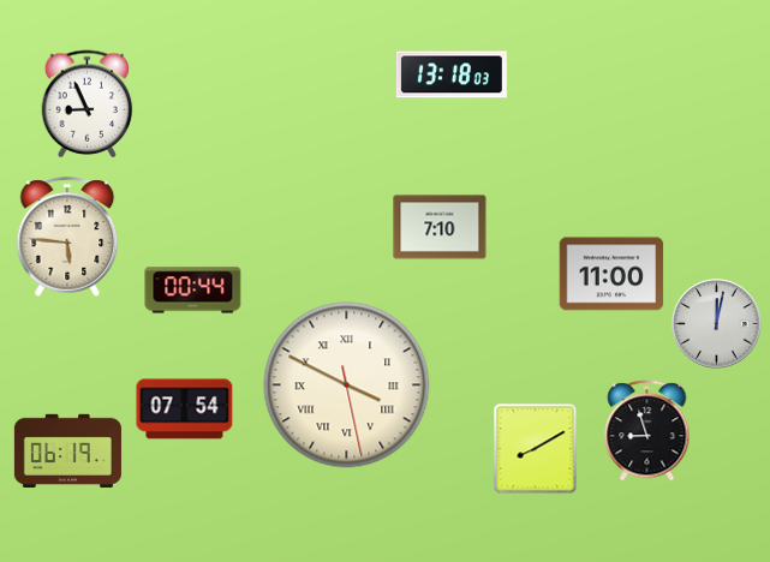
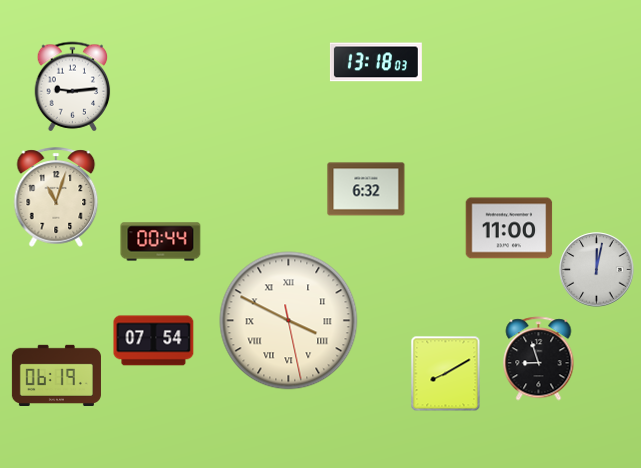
clock at (88, 104): 8:56 -> 9:14
clock at (440, 227): 7:10 -> 6:32
clock at (67, 237): 5:46 -> 11:03
